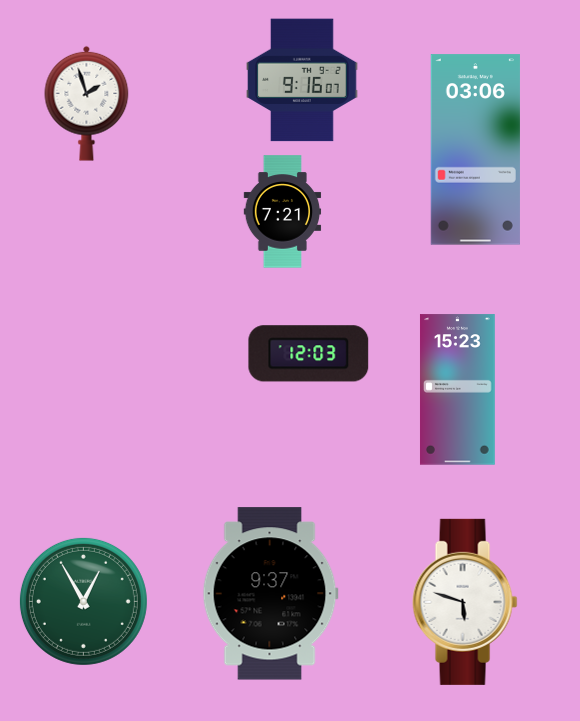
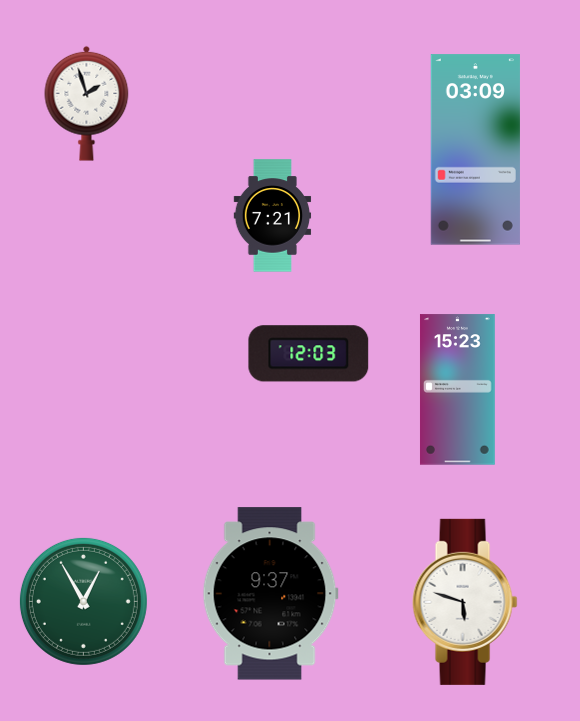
clock at (302, 80): 9:16 -> none
clock at (475, 150): 03:06 -> 03:09
clock at (283, 212) position: (283, 212) -> (273, 216)
